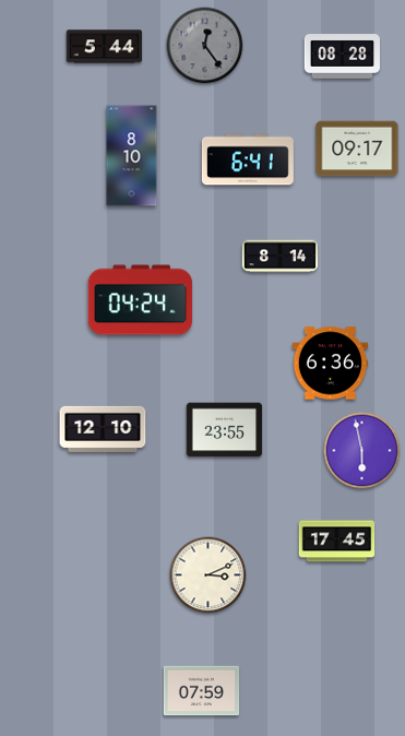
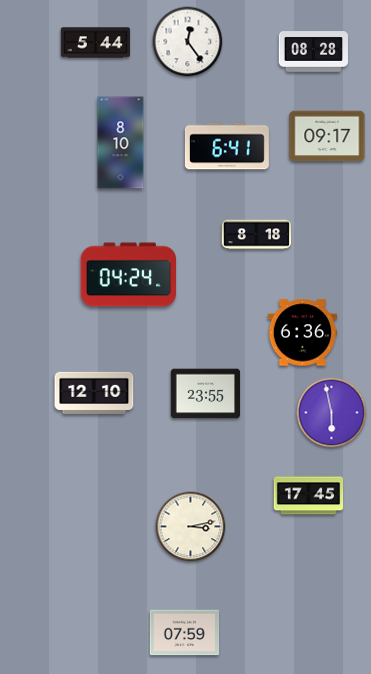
clock at (205, 46) dial: grey -> white
clock at (281, 257): 8:14 -> 8:18
clock at (209, 575): 3:11 -> 3:13
